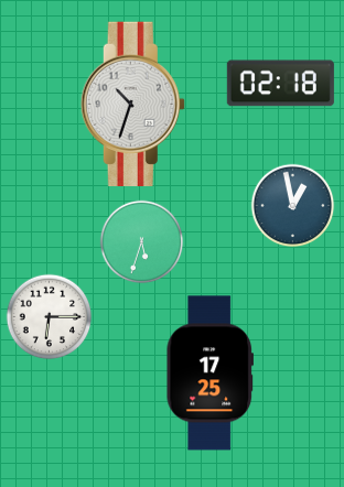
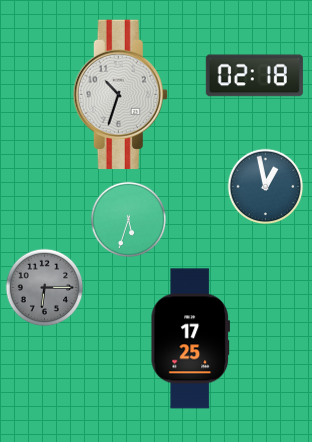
clock at (50, 317) dial: white -> grey
